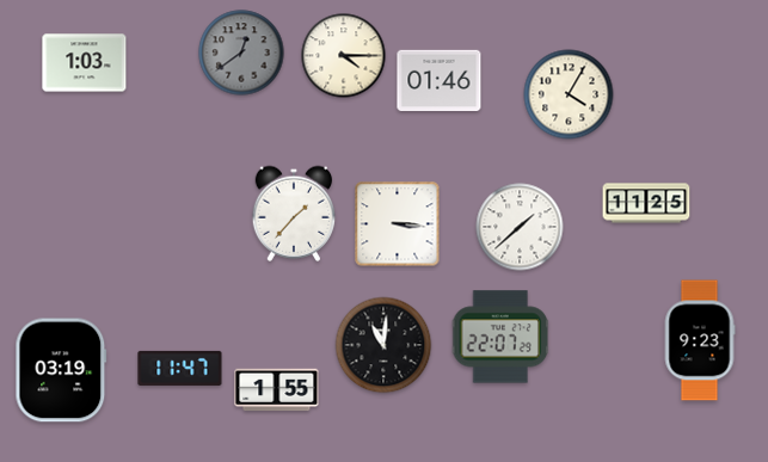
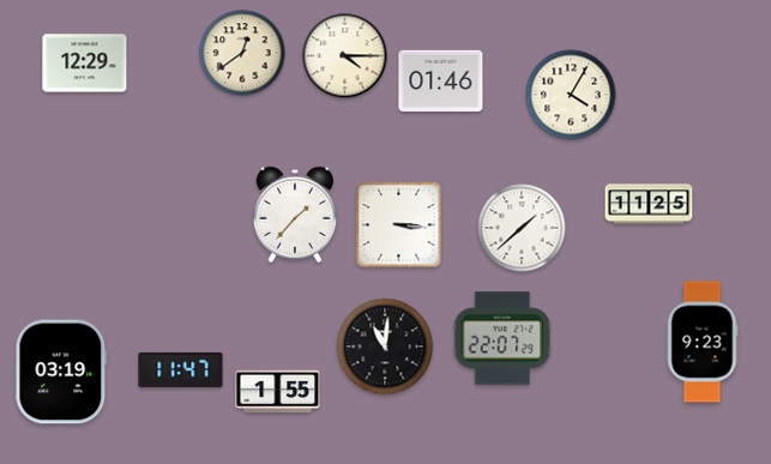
clock at (241, 53) dial: grey -> cream
clock at (85, 63): 1:03 -> 12:29
